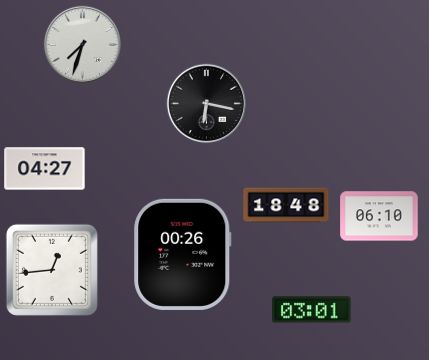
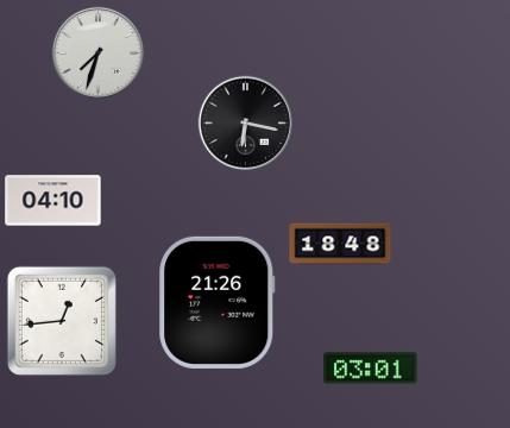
clock at (45, 169): 04:27 -> 04:10
clock at (379, 216): 06:10 -> none
clock at (183, 254): 00:26 -> 21:26
